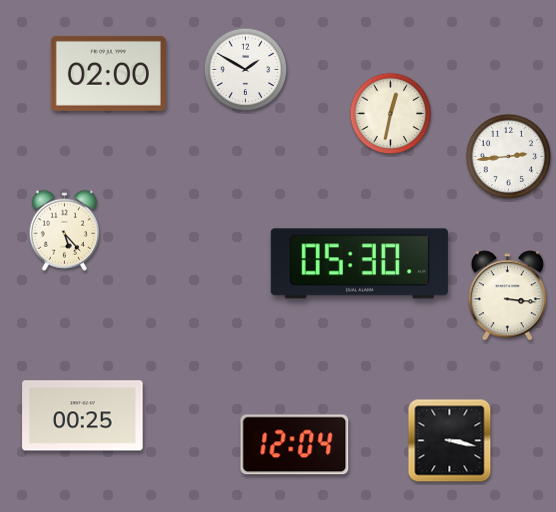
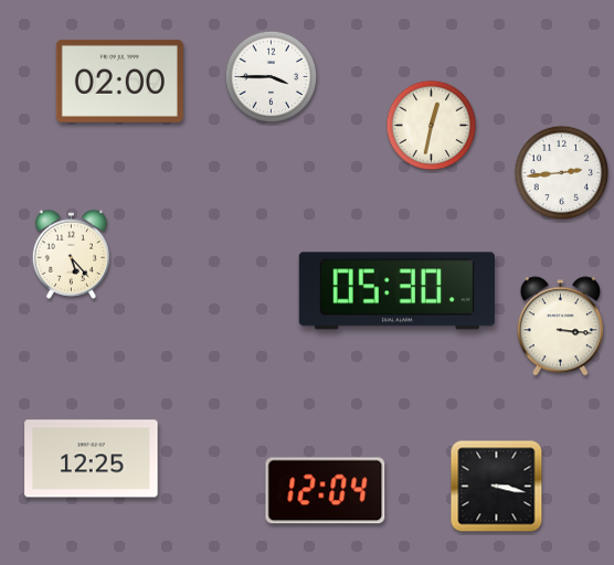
clock at (246, 70): 1:50 -> 3:45
clock at (83, 416): 00:25 -> 12:25
